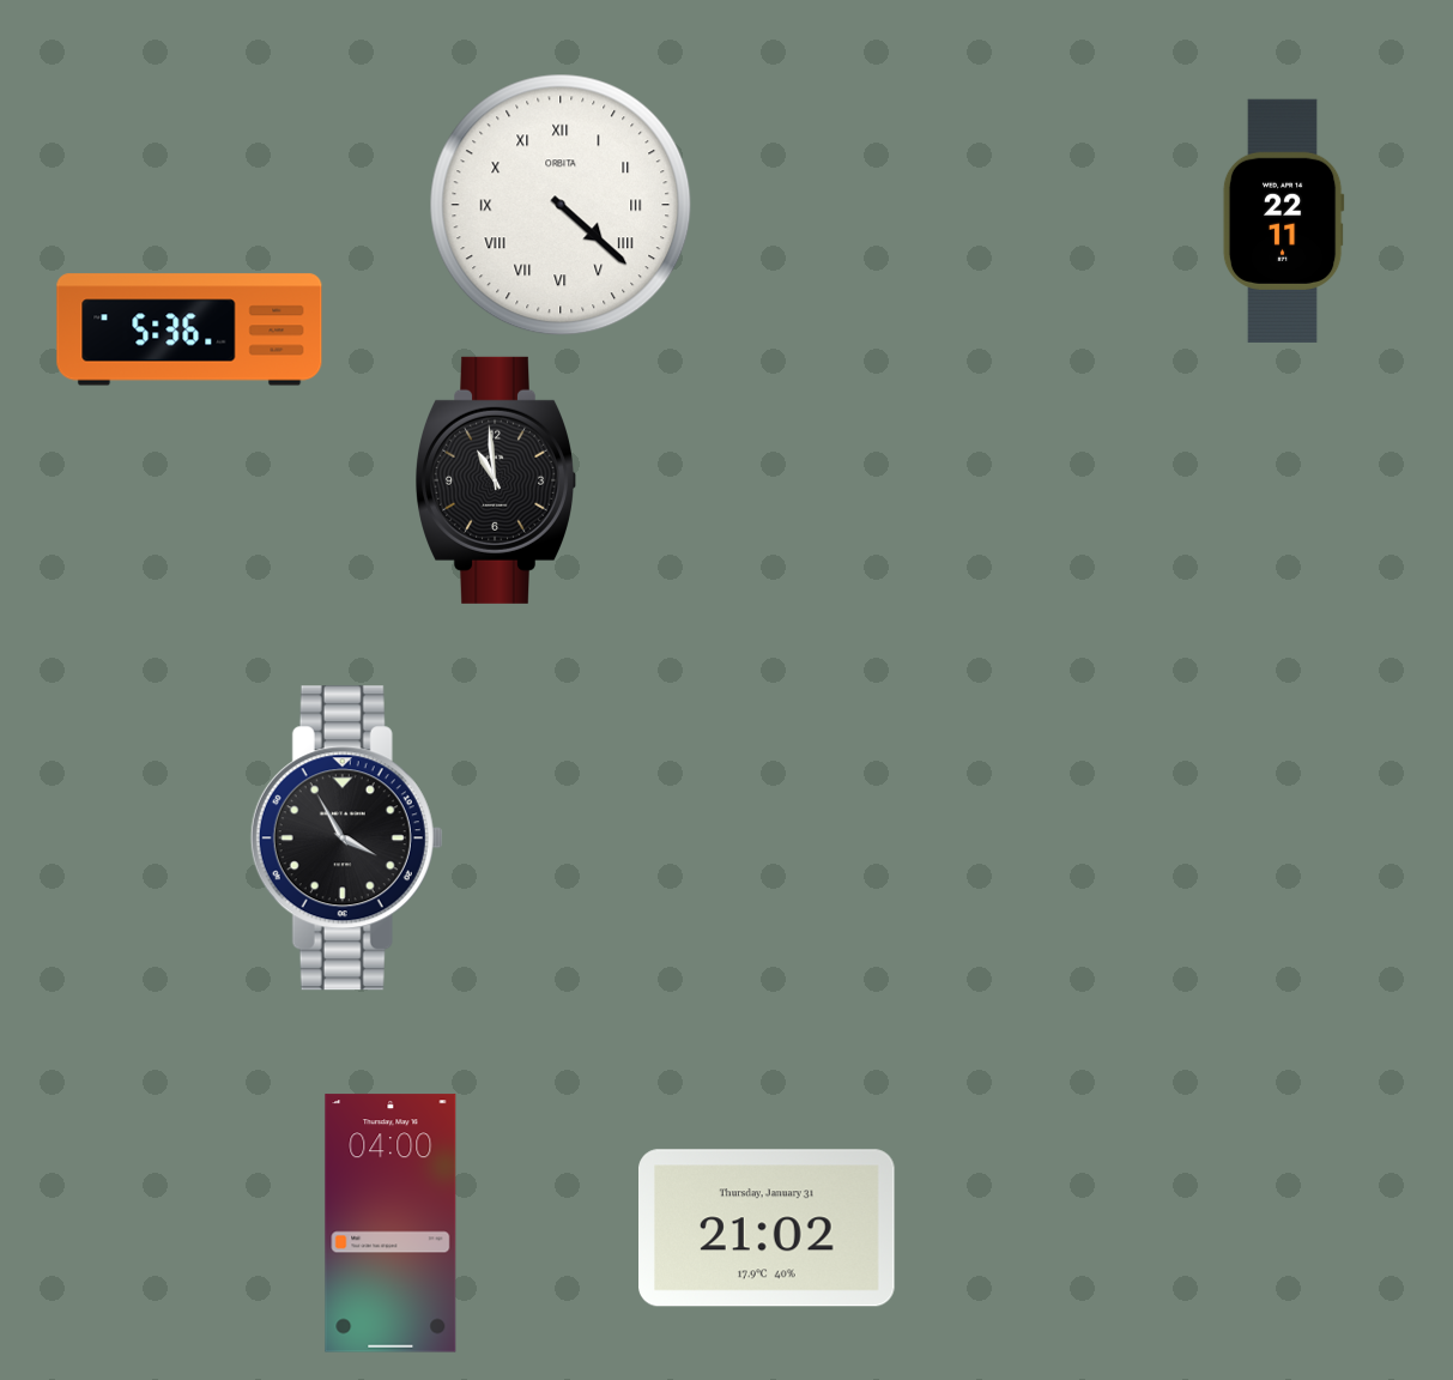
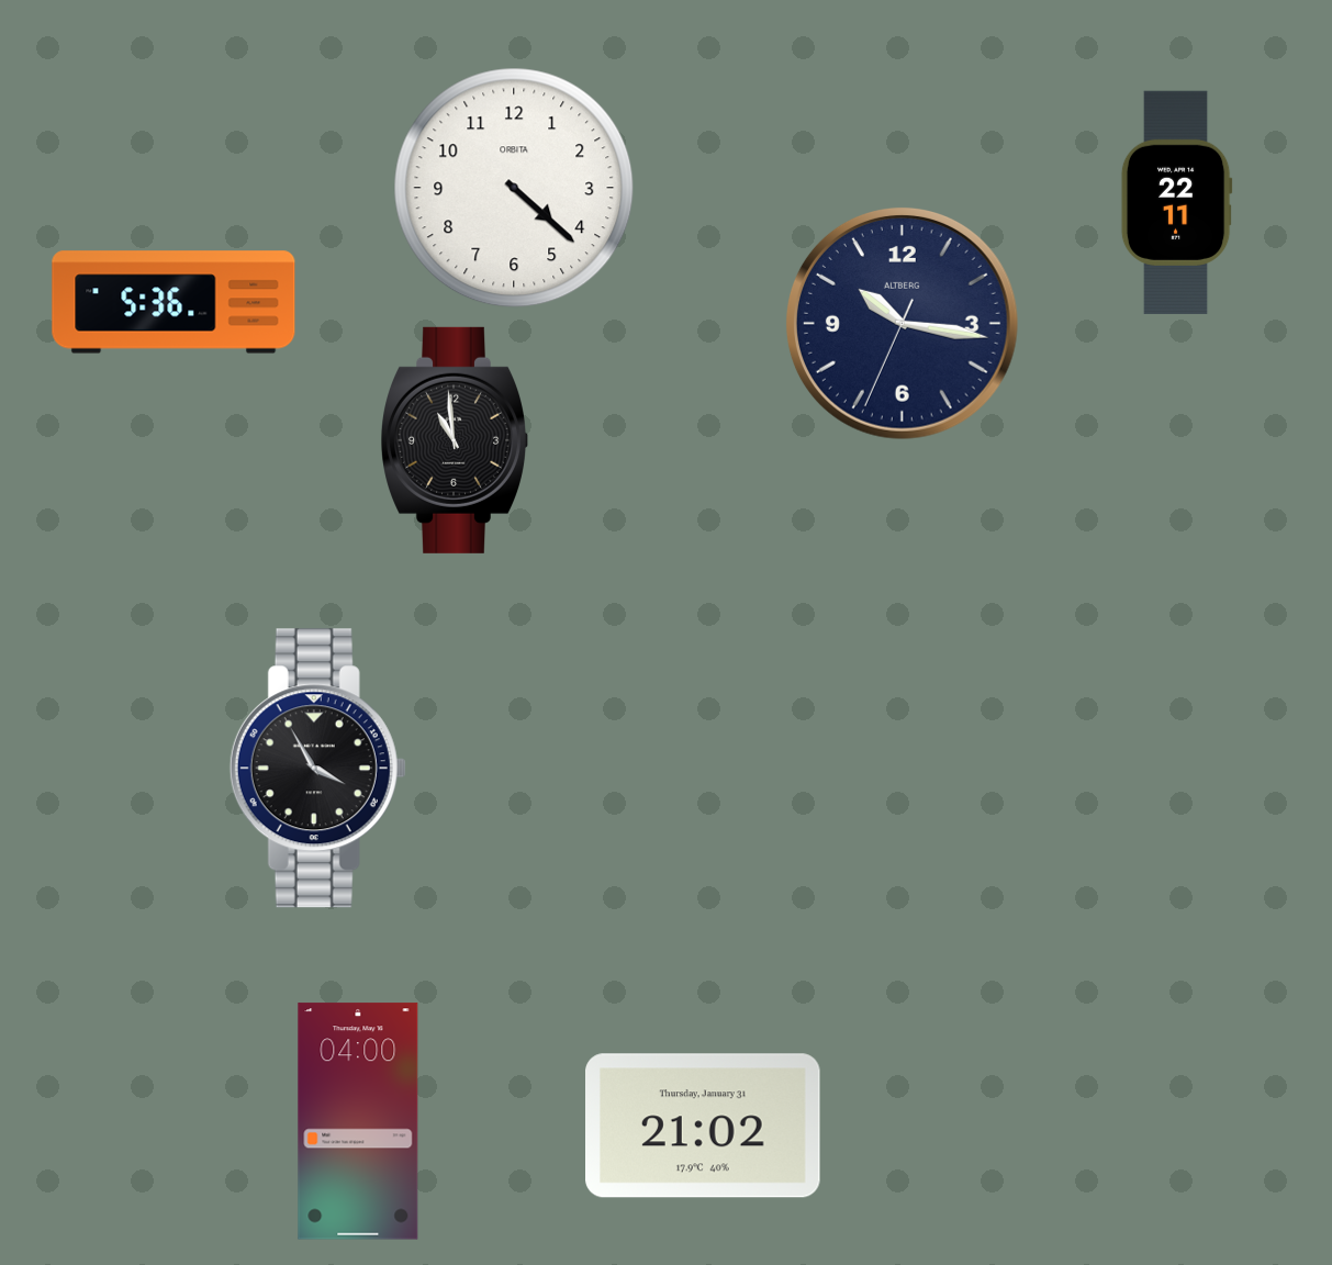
clock at (561, 205) numerals: Roman -> Arabic
clock at (902, 323): none -> 10:16
